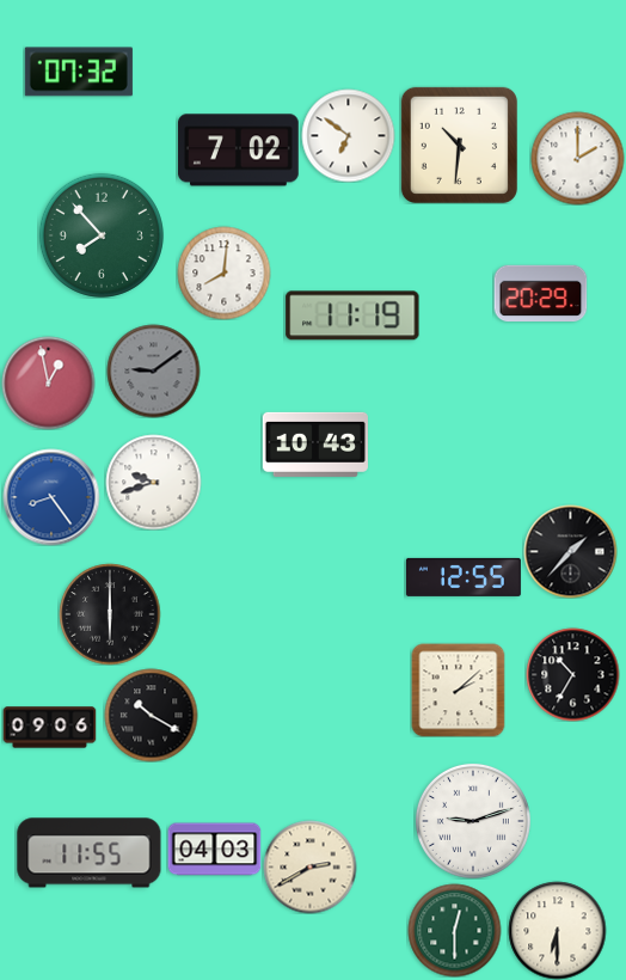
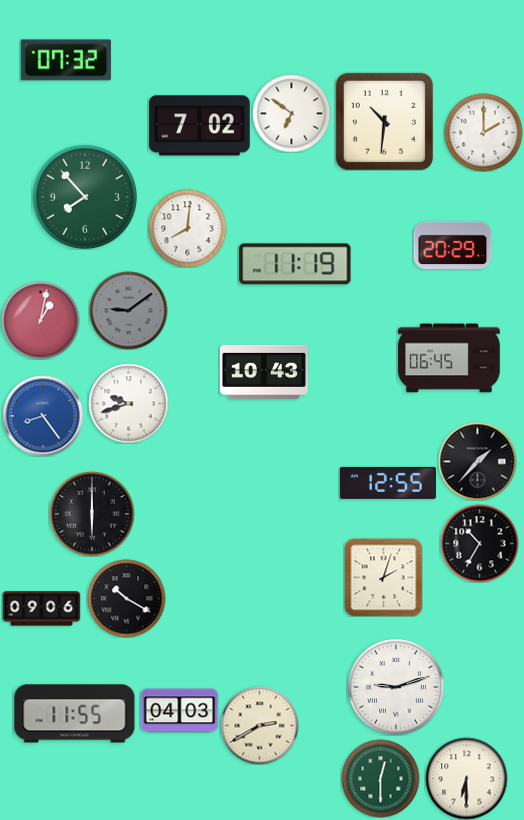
clock at (48, 382): 12:58 -> 1:02
clock at (449, 358): none -> 06:45
clock at (572, 674) position: (572, 674) -> (479, 543)
clock at (458, 690): 2:08 -> 2:03
